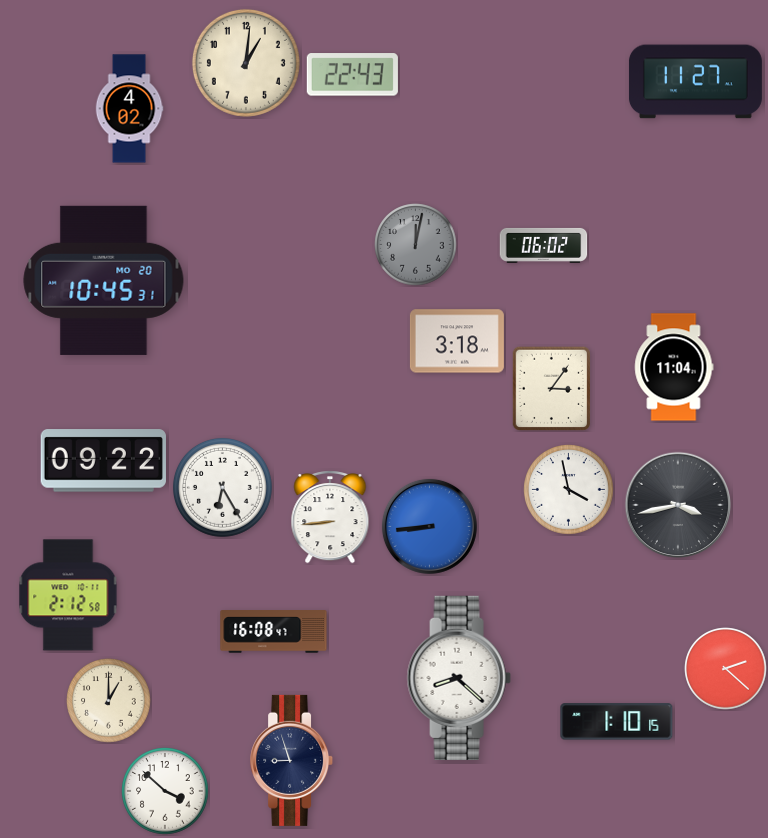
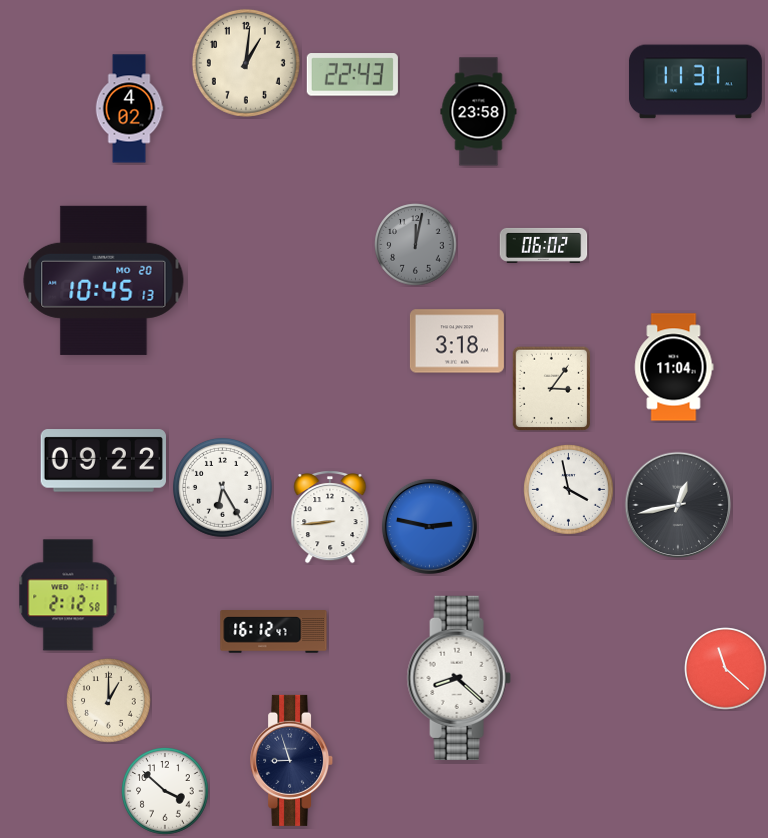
clock at (695, 82): 11:27 -> 11:31
clock at (479, 112): none -> 23:58
clock at (104, 280): 10:45:31 -> 10:45:13
clock at (678, 505): 3:43 -> 12:43
clock at (429, 526): 8:44 -> 2:47
clock at (274, 632): 16:08 -> 16:12
clock at (726, 669): 2:22 -> 11:22
clock at (617, 722): 1:10 -> none
